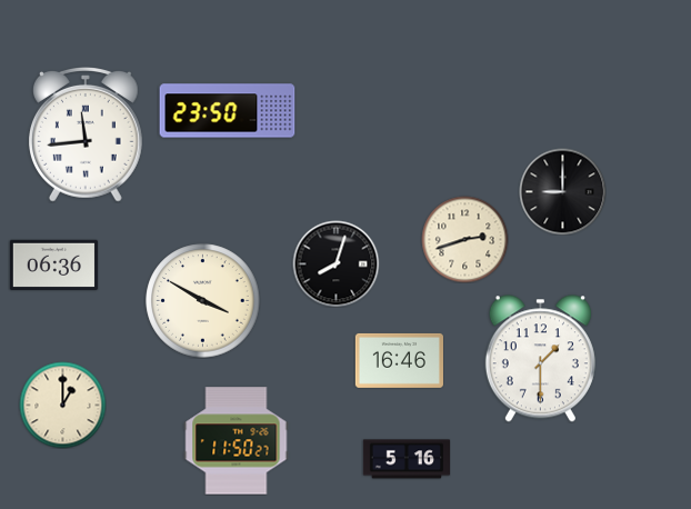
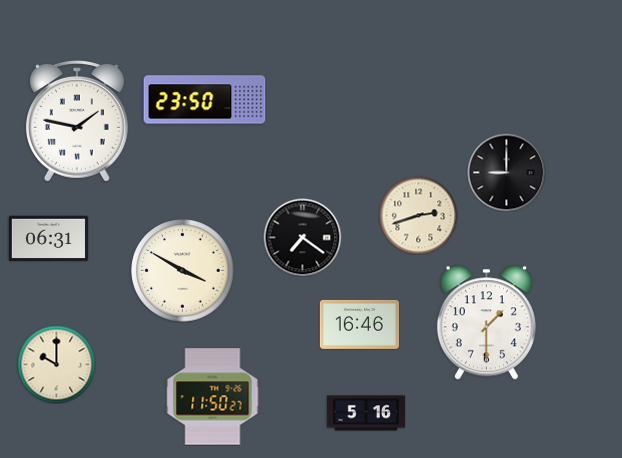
clock at (86, 136): 11:44 -> 1:47
clock at (336, 263): 8:03 -> 7:21
clock at (53, 266): 06:36 -> 06:31
clock at (62, 405): 1:00 -> 10:00
